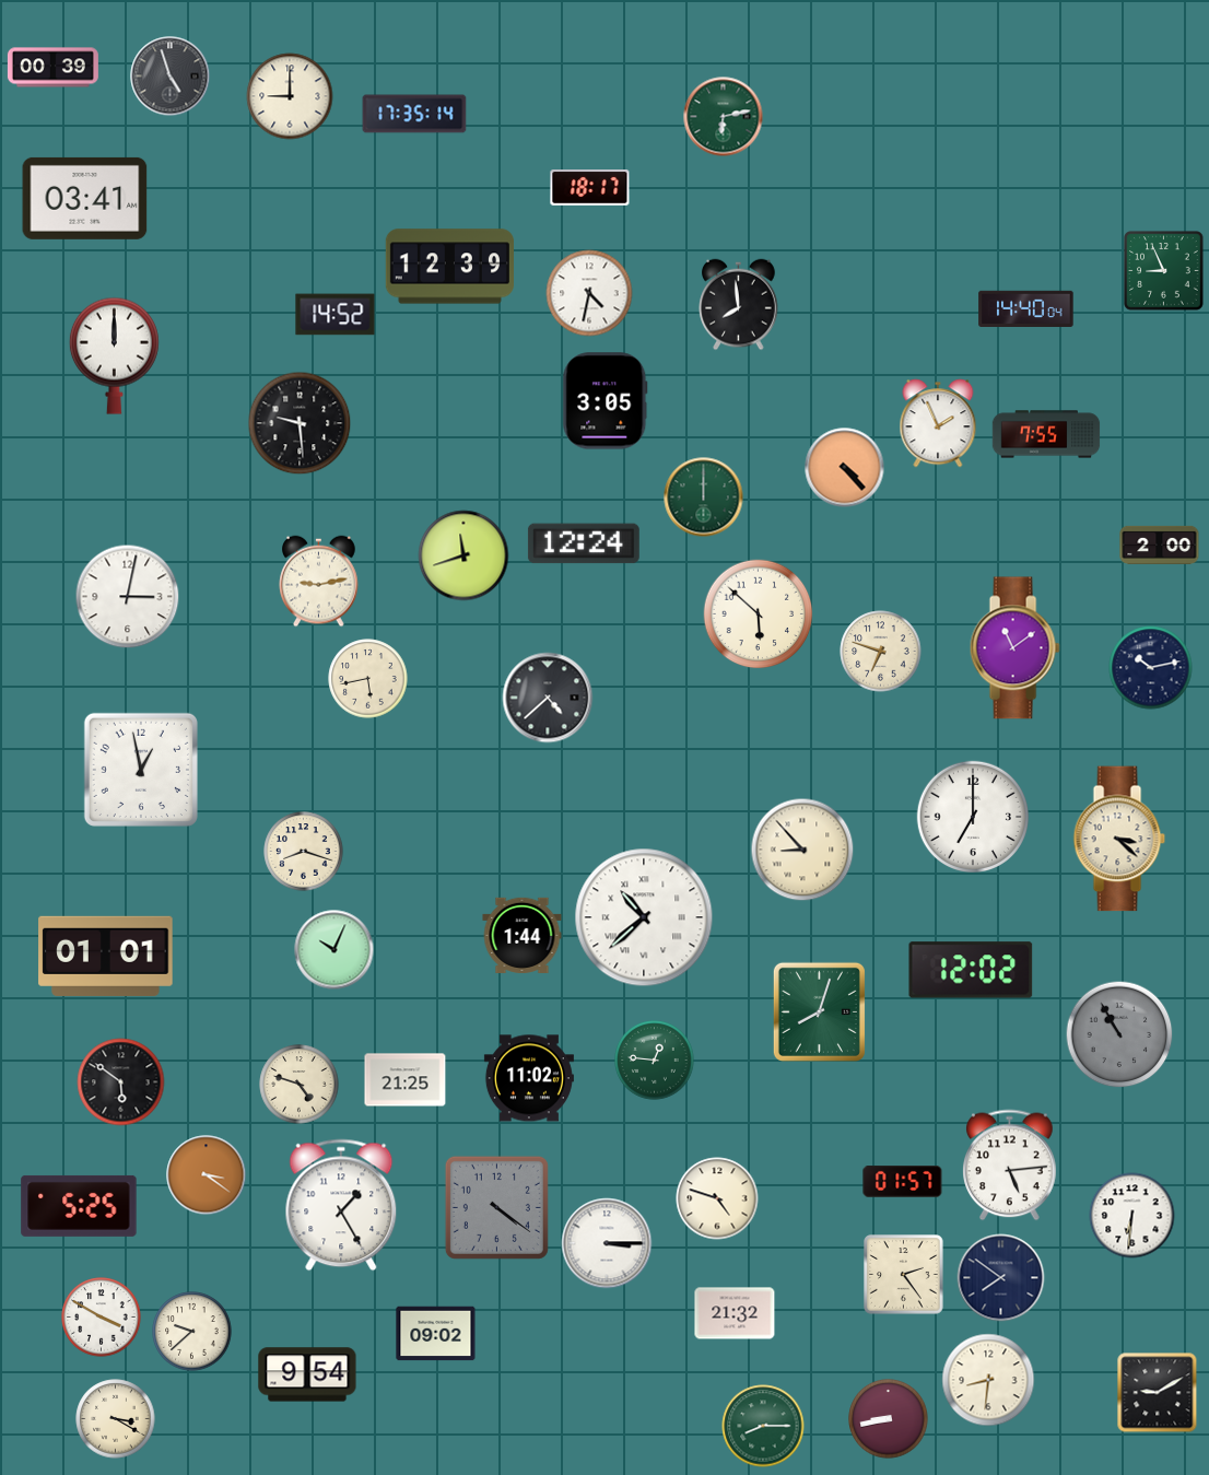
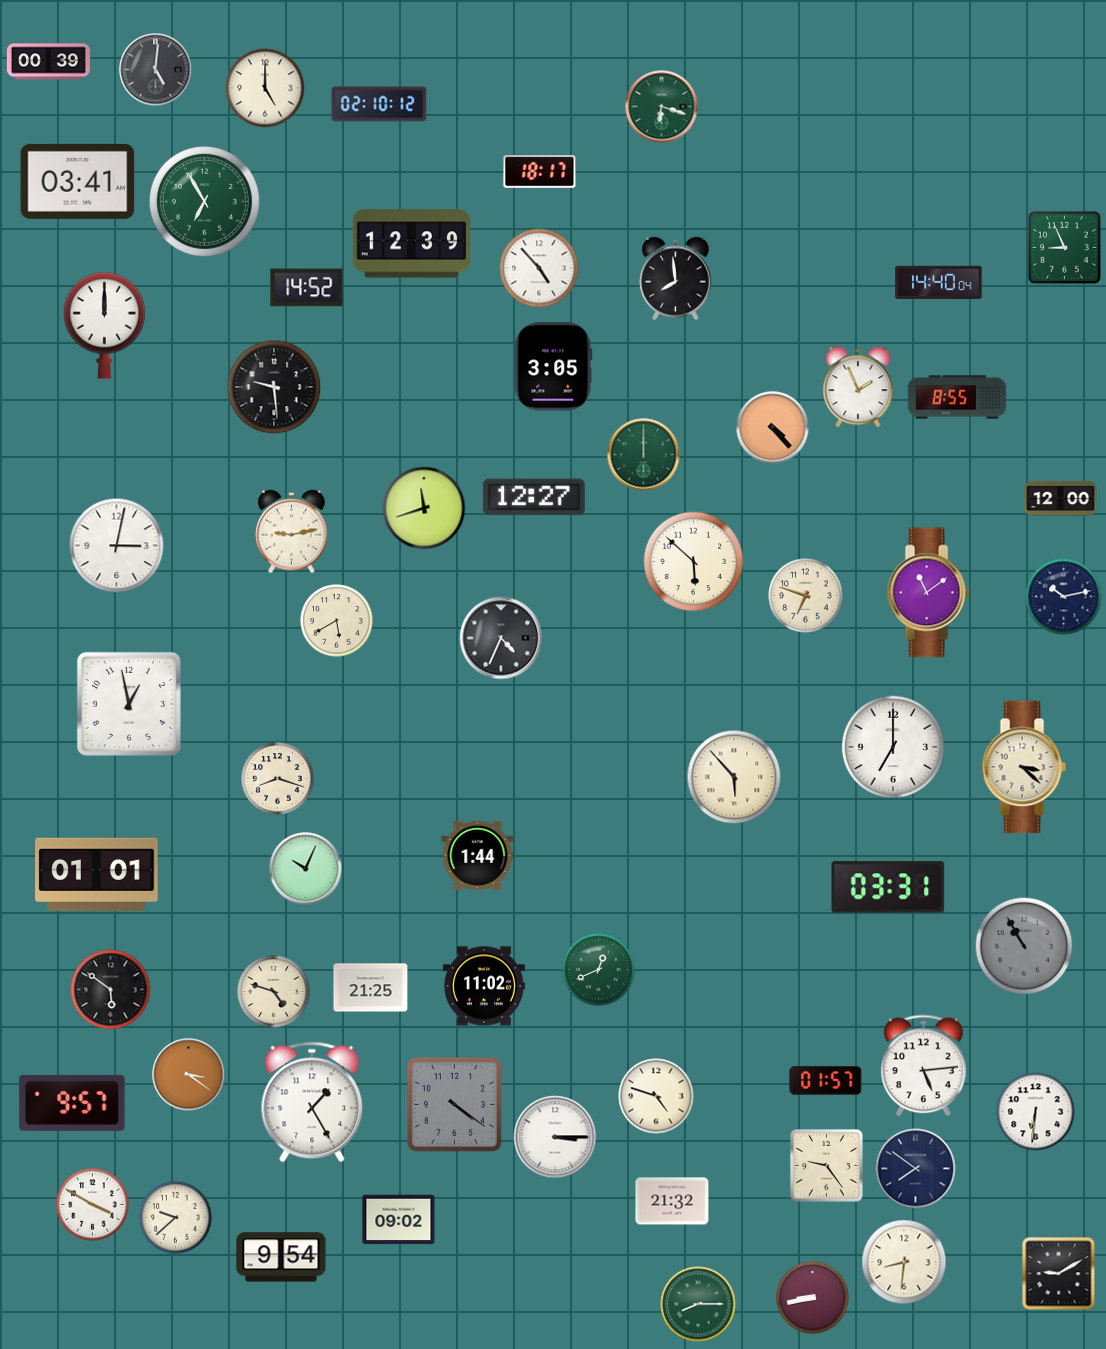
clock at (171, 77): 4:57 -> 5:01
clock at (290, 96): 9:00 -> 5:00
clock at (414, 114): 17:35 -> 02:10
clock at (724, 117): 6:13 -> 6:18
clock at (204, 201): none -> 6:55
clock at (589, 293): 4:32 -> 4:53
clock at (1046, 434): 7:55 -> 8:55
clock at (584, 543): 12:24 -> 12:27
clock at (1160, 545): 2:00 -> 12:00
clock at (1151, 668) position: (1151, 668) -> (1064, 597)
clock at (368, 679): 5:43 -> 5:40
clock at (548, 698): 4:38 -> 4:34
clock at (972, 816) position: (972, 816) -> (892, 746)
clock at (802, 850): 8:53 -> 5:53
clock at (644, 917): 10:38 -> none
clock at (971, 970): 12:02 -> 03:31
clock at (819, 1011): 8:03 -> none
clock at (655, 1061): 12:46 -> 12:41
clock at (79, 1206): 5:25 -> 9:57
clock at (904, 1275): 2:24 -> 9:24
clock at (116, 1419): 3:20 -> none
